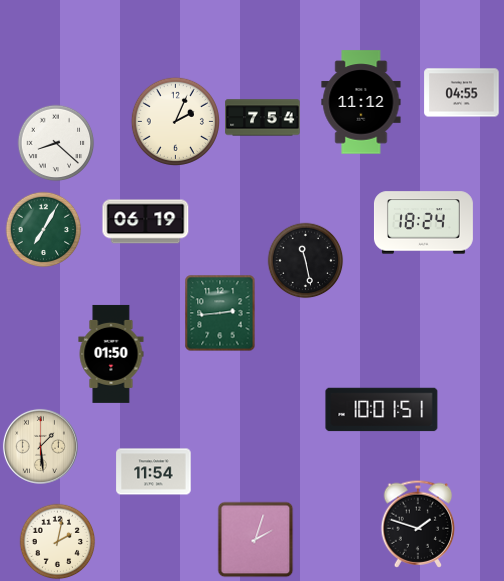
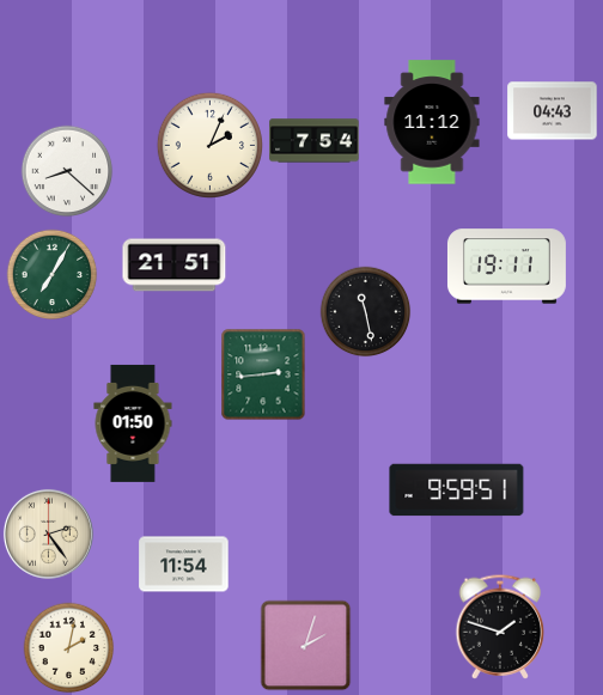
clock at (462, 93): 04:55 -> 04:43
clock at (146, 222): 06:19 -> 21:51
clock at (423, 223): 18:24 -> 19:11
clock at (382, 410): 10:01 -> 9:59
clock at (40, 446): 1:29 -> 2:24
